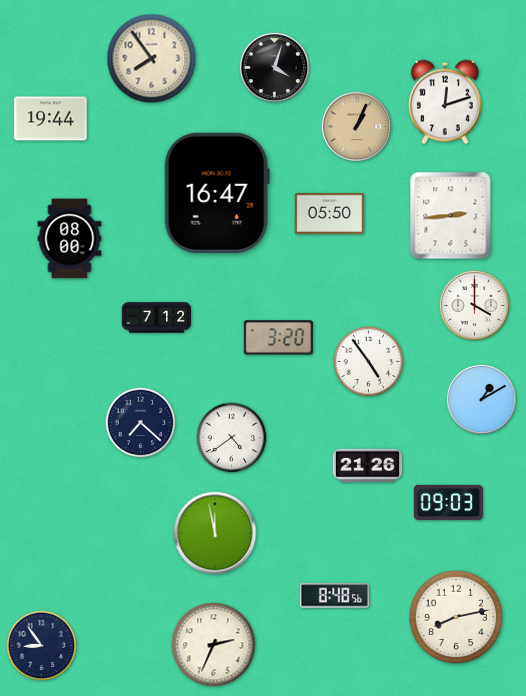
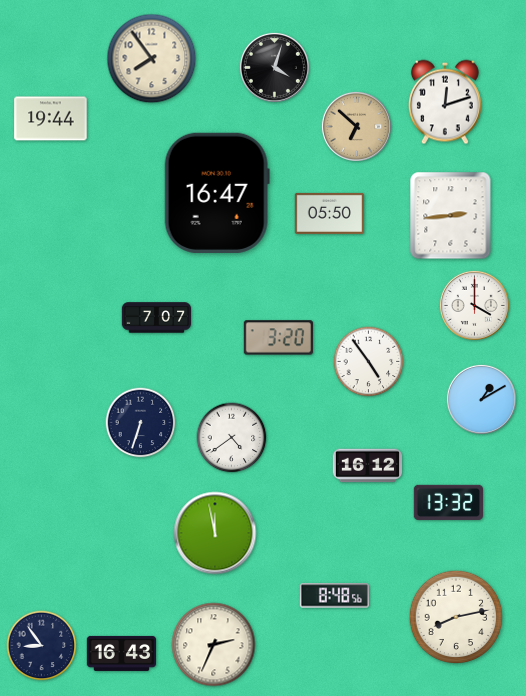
clock at (356, 126): 1:04 -> 6:52
clock at (70, 239): 08:00 -> none
clock at (157, 318): 7:12 -> 7:07
clock at (141, 423): 7:22 -> 6:33
clock at (367, 466): 21:26 -> 16:12
clock at (448, 502): 09:03 -> 13:32
clock at (122, 653): none -> 16:43
